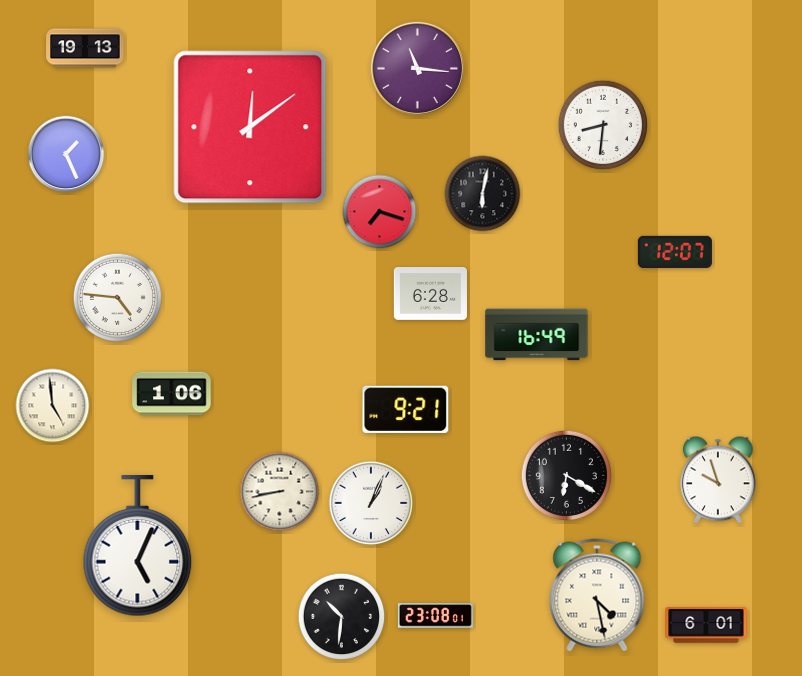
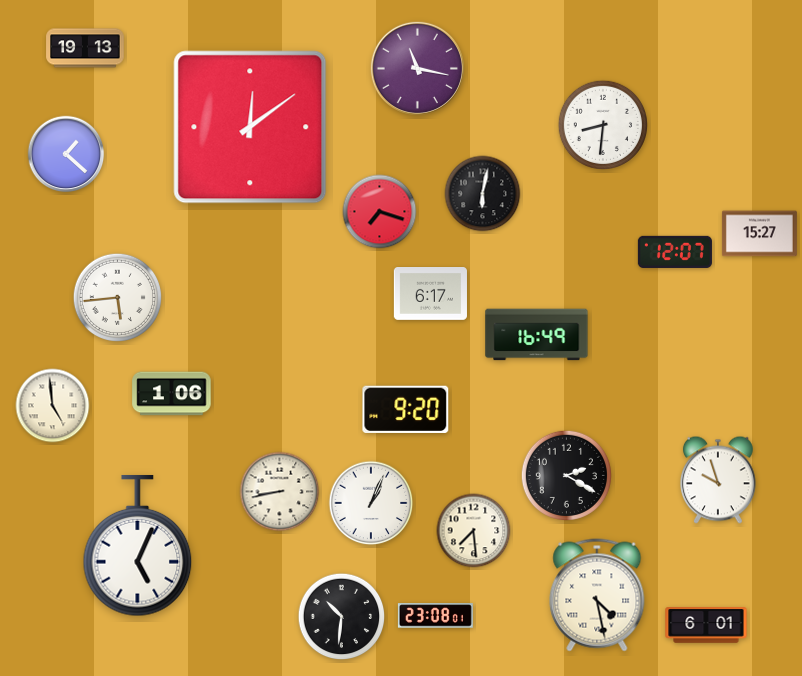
clock at (417, 68): 11:16 -> 11:17
clock at (66, 154): 1:26 -> 1:22
clock at (759, 234): none -> 15:27
clock at (430, 294): 6:28 -> 6:17
clock at (117, 297): 4:46 -> 5:44
clock at (406, 409): 9:21 -> 9:20
clock at (566, 475): 6:20 -> 2:20
clock at (474, 531): none -> 7:29
